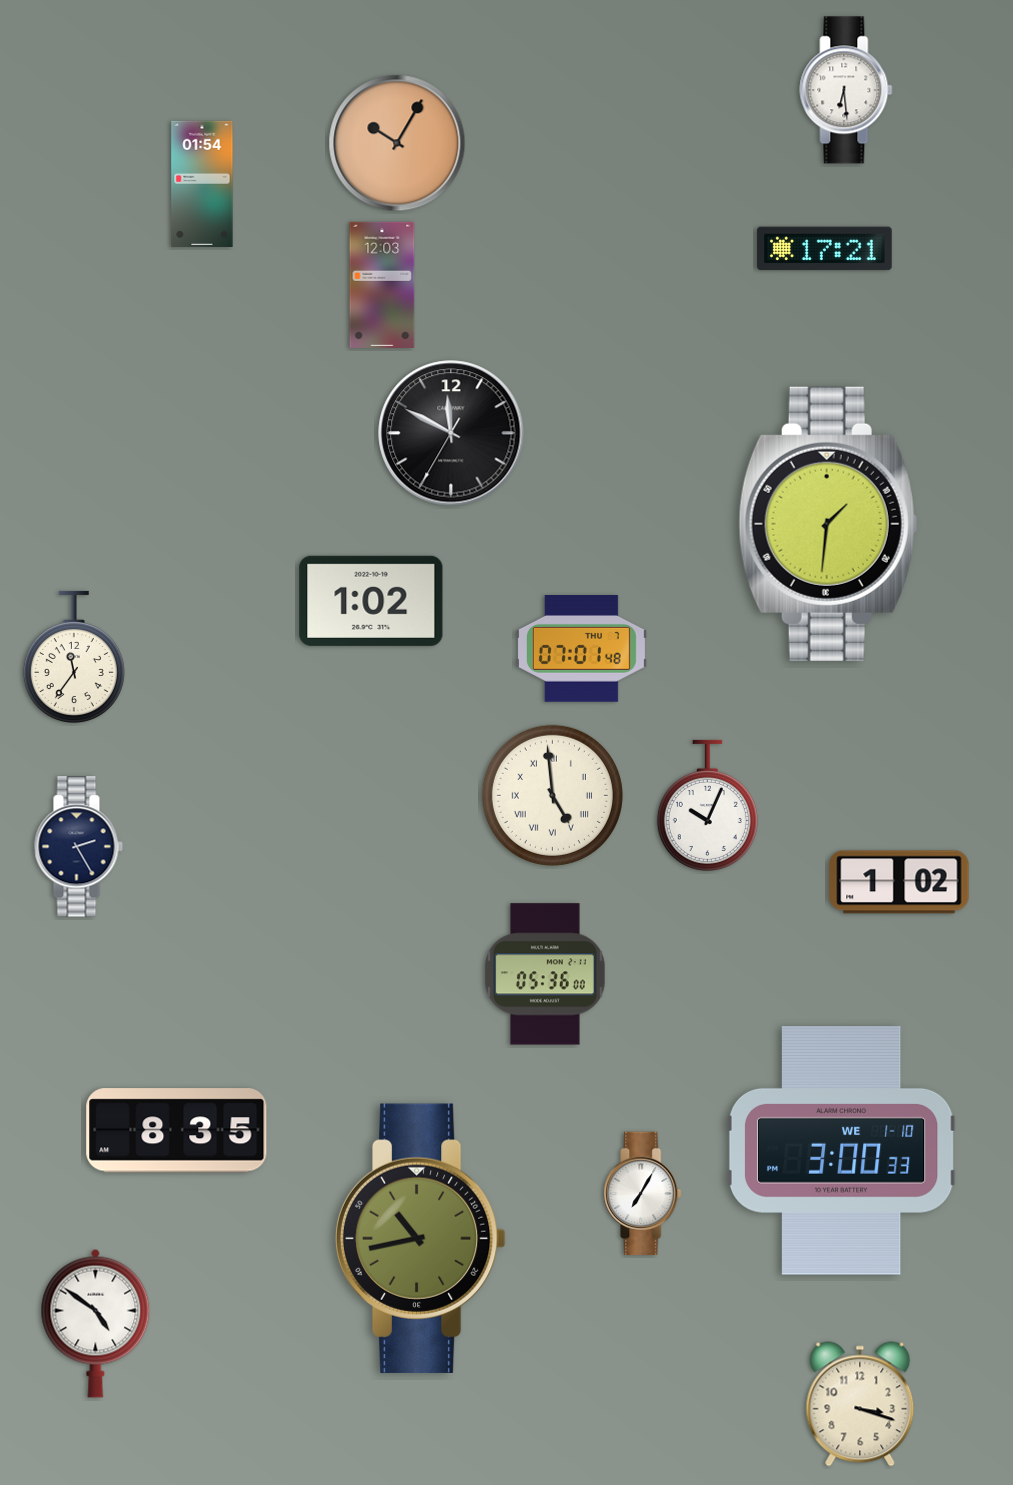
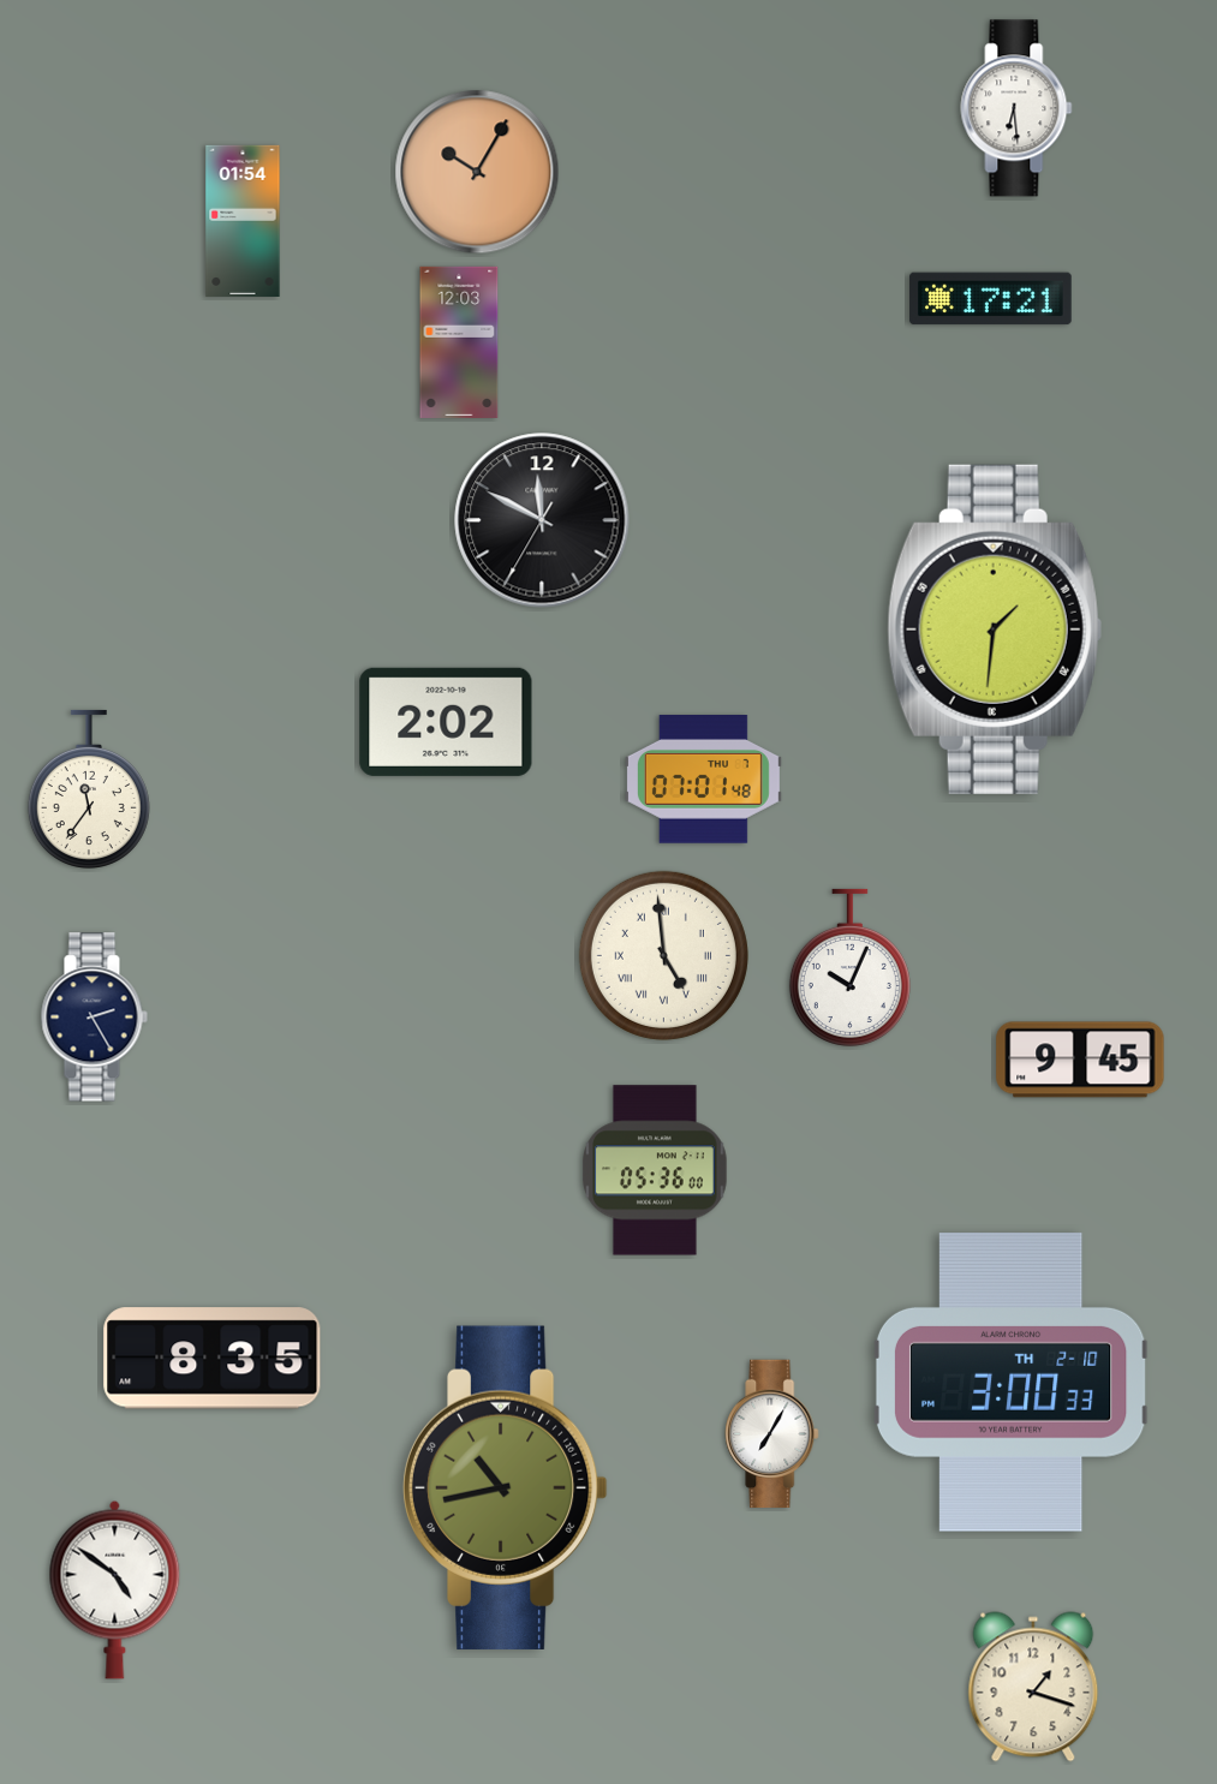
clock at (371, 601): 1:02 -> 2:02
clock at (581, 649) position: (581, 649) -> (703, 780)
clock at (899, 882): 1:02 -> 9:45
clock at (841, 1151) date: WE 1-10 -> TH 2-10
clock at (860, 1404): 3:18 -> 1:18
